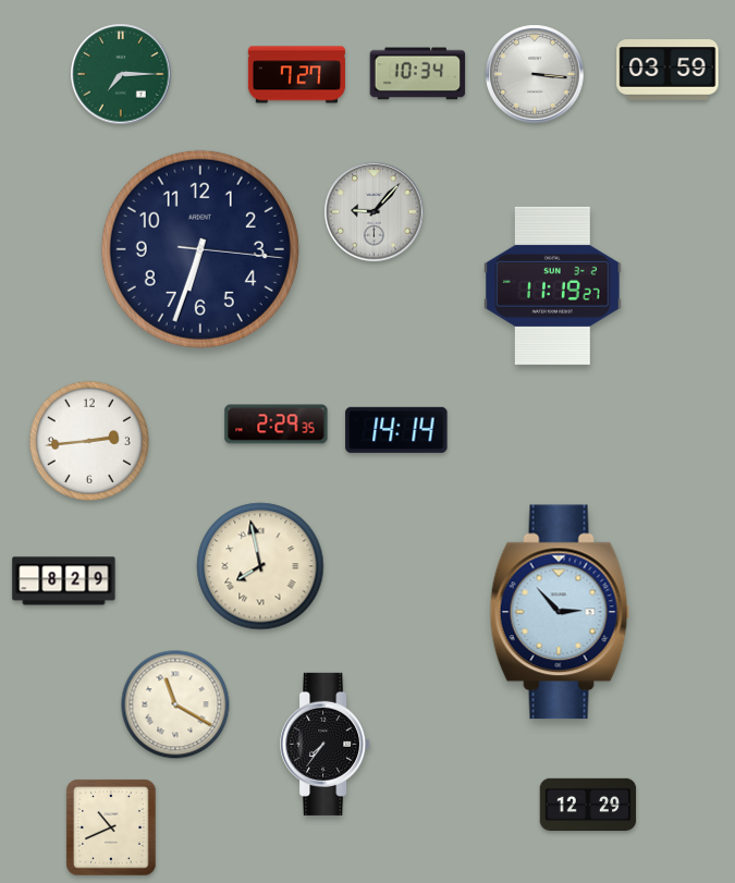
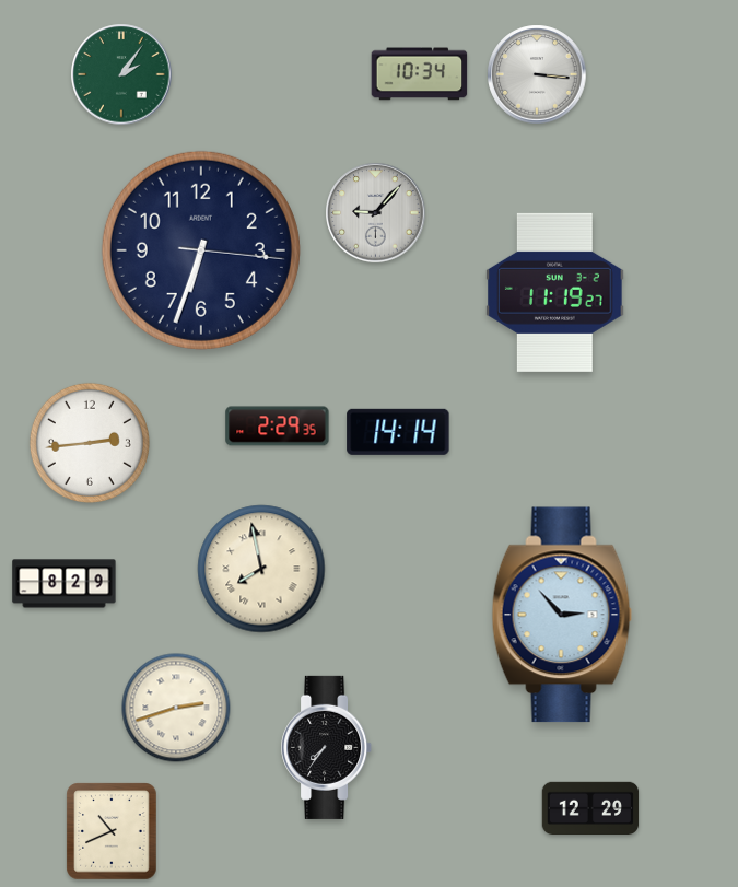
clock at (667, 71): 03:59 -> none
clock at (121, 74): 7:15 -> 2:06
clock at (296, 75): 7:27 -> none
clock at (553, 285) position: (553, 285) -> (555, 292)
clock at (175, 704): 11:20 -> 2:42
